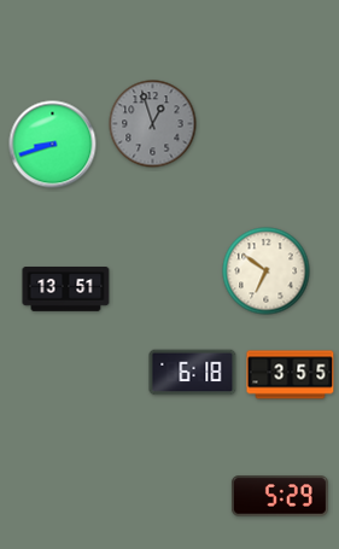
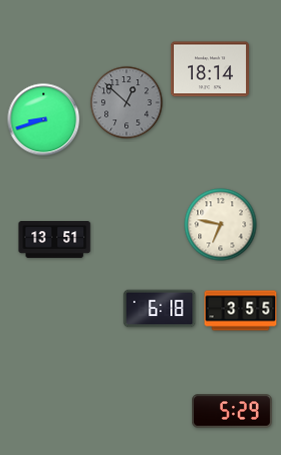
clock at (210, 69): none -> 18:14
clock at (153, 124): 12:57 -> 12:52
clock at (267, 271): 6:51 -> 6:47
